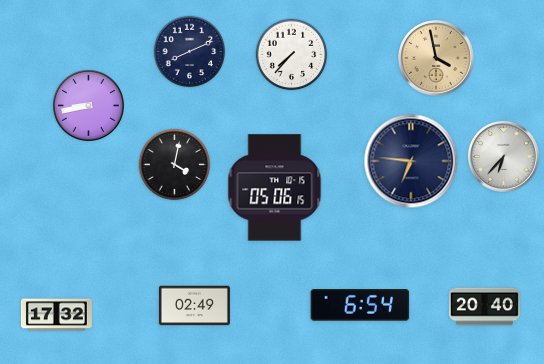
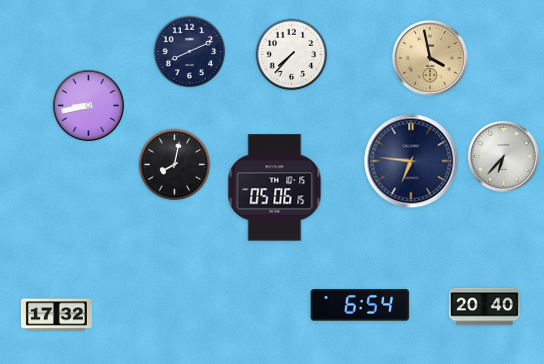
clock at (436, 58) position: (436, 58) -> (430, 58)
clock at (175, 165): 4:02 -> 8:02
clock at (194, 306): 02:49 -> none
